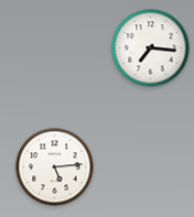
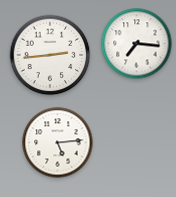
clock at (50, 55): none -> 2:44
clock at (55, 167) position: (55, 167) -> (58, 143)
